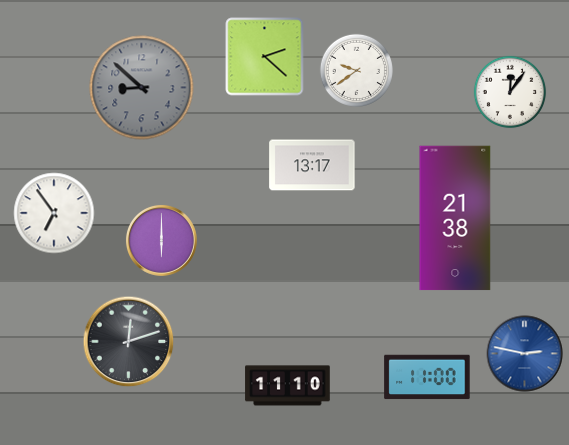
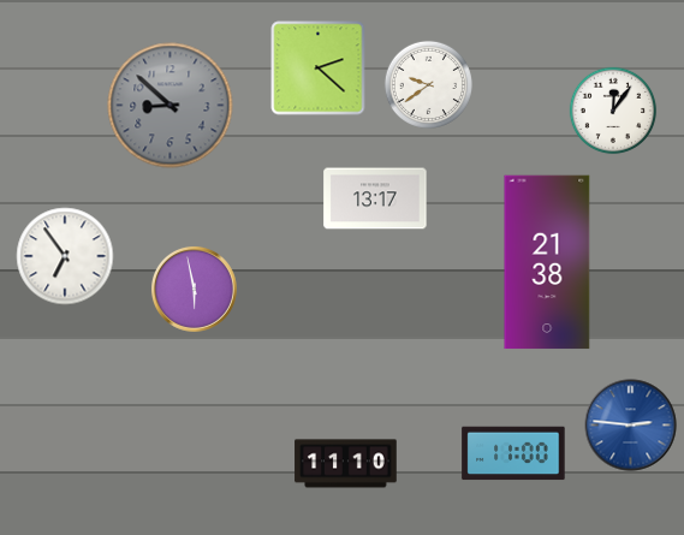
clock at (162, 241): 6:00 -> 5:58
clock at (129, 342): 12:12 -> none
clock at (525, 354): 2:47 -> 2:46
